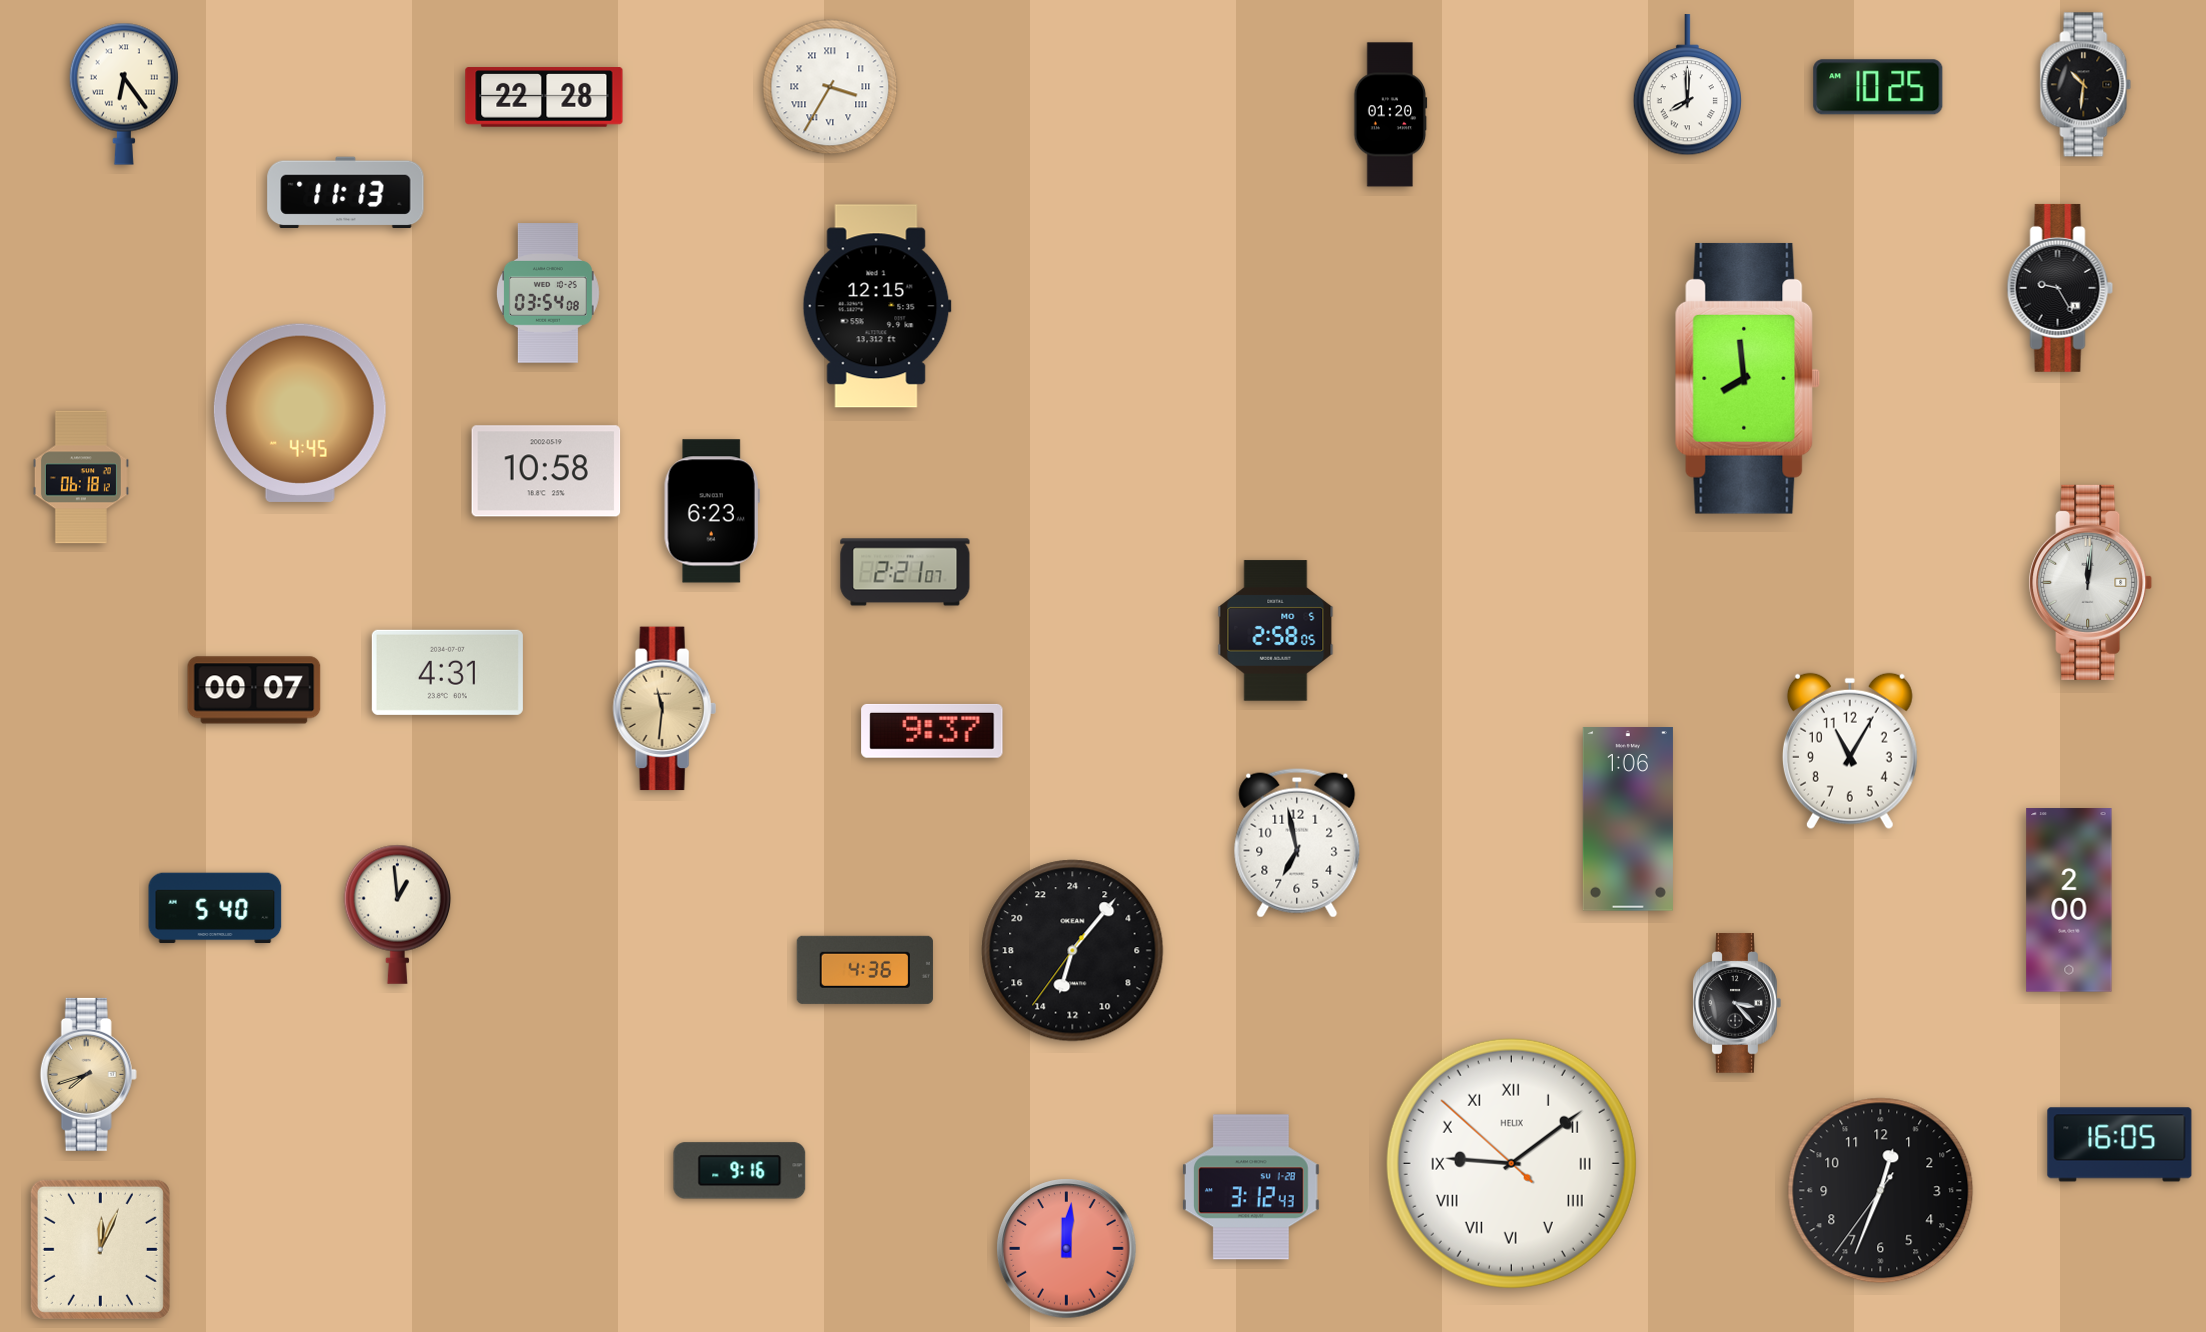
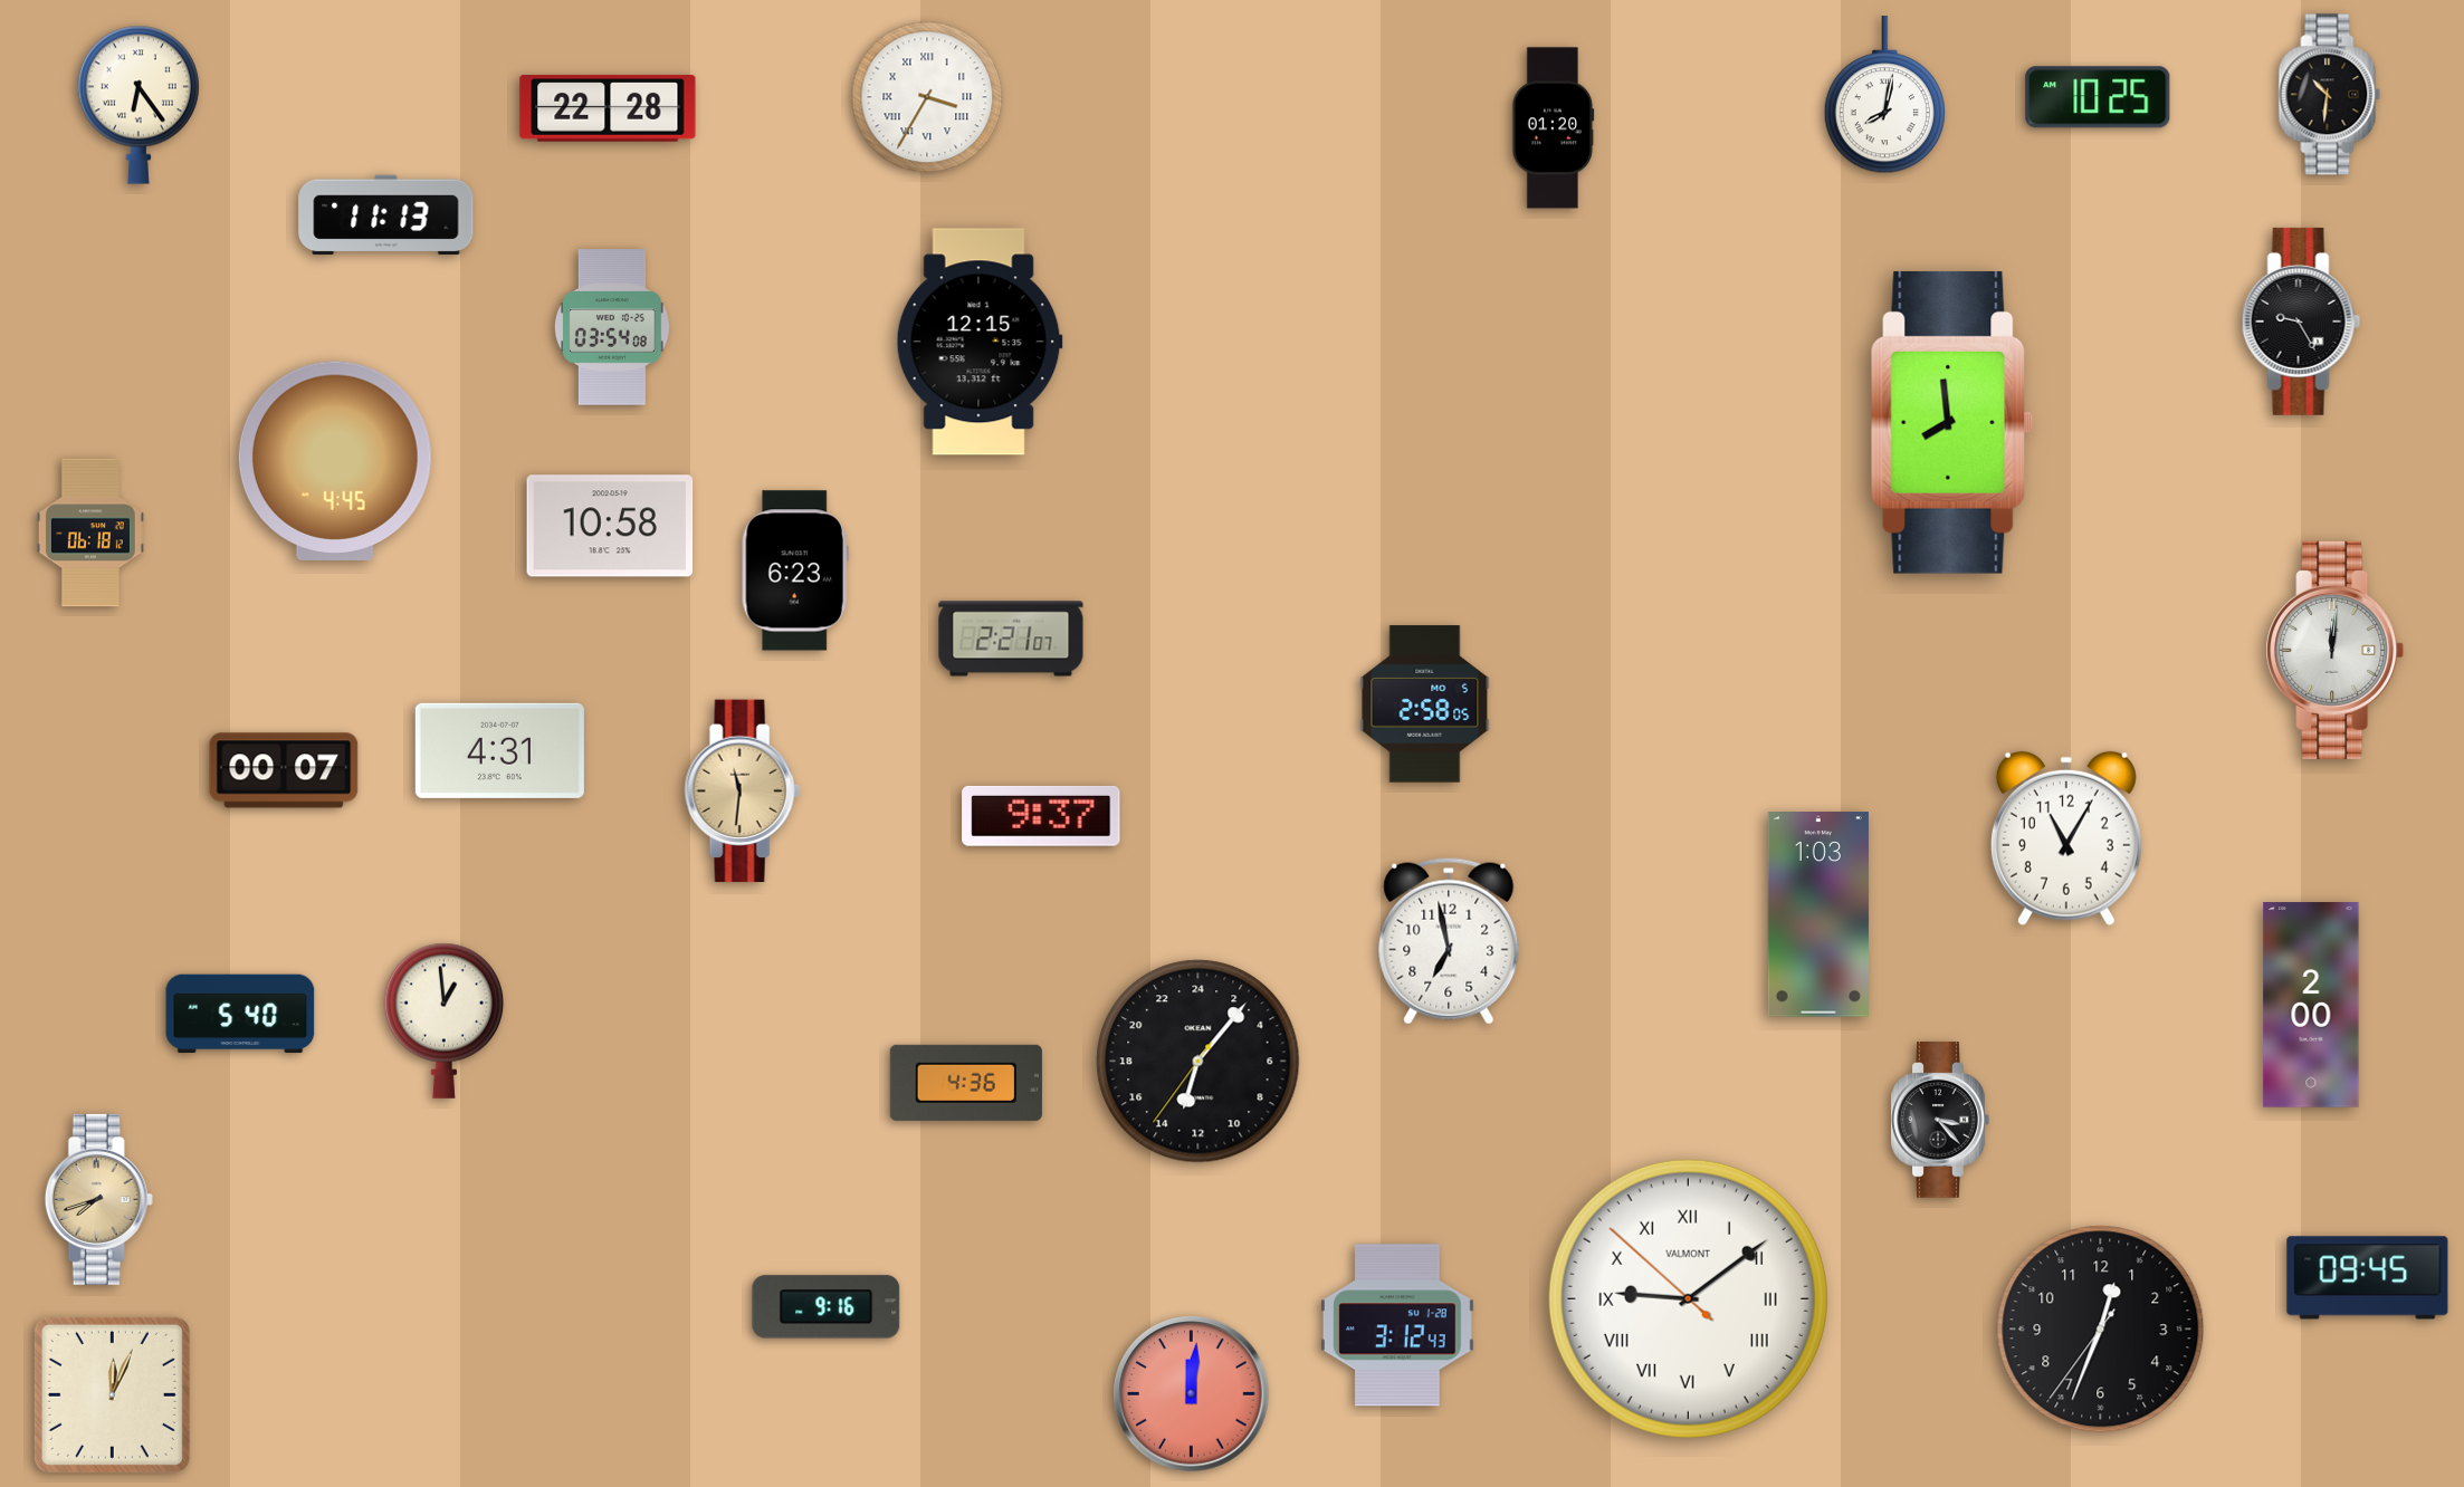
clock at (1687, 85): 8:00 -> 8:02
clock at (1628, 819): 1:06 -> 1:03
clock at (2120, 1145): 16:05 -> 09:45
clock at (1511, 1163) brand: HELIX -> VALMONT
